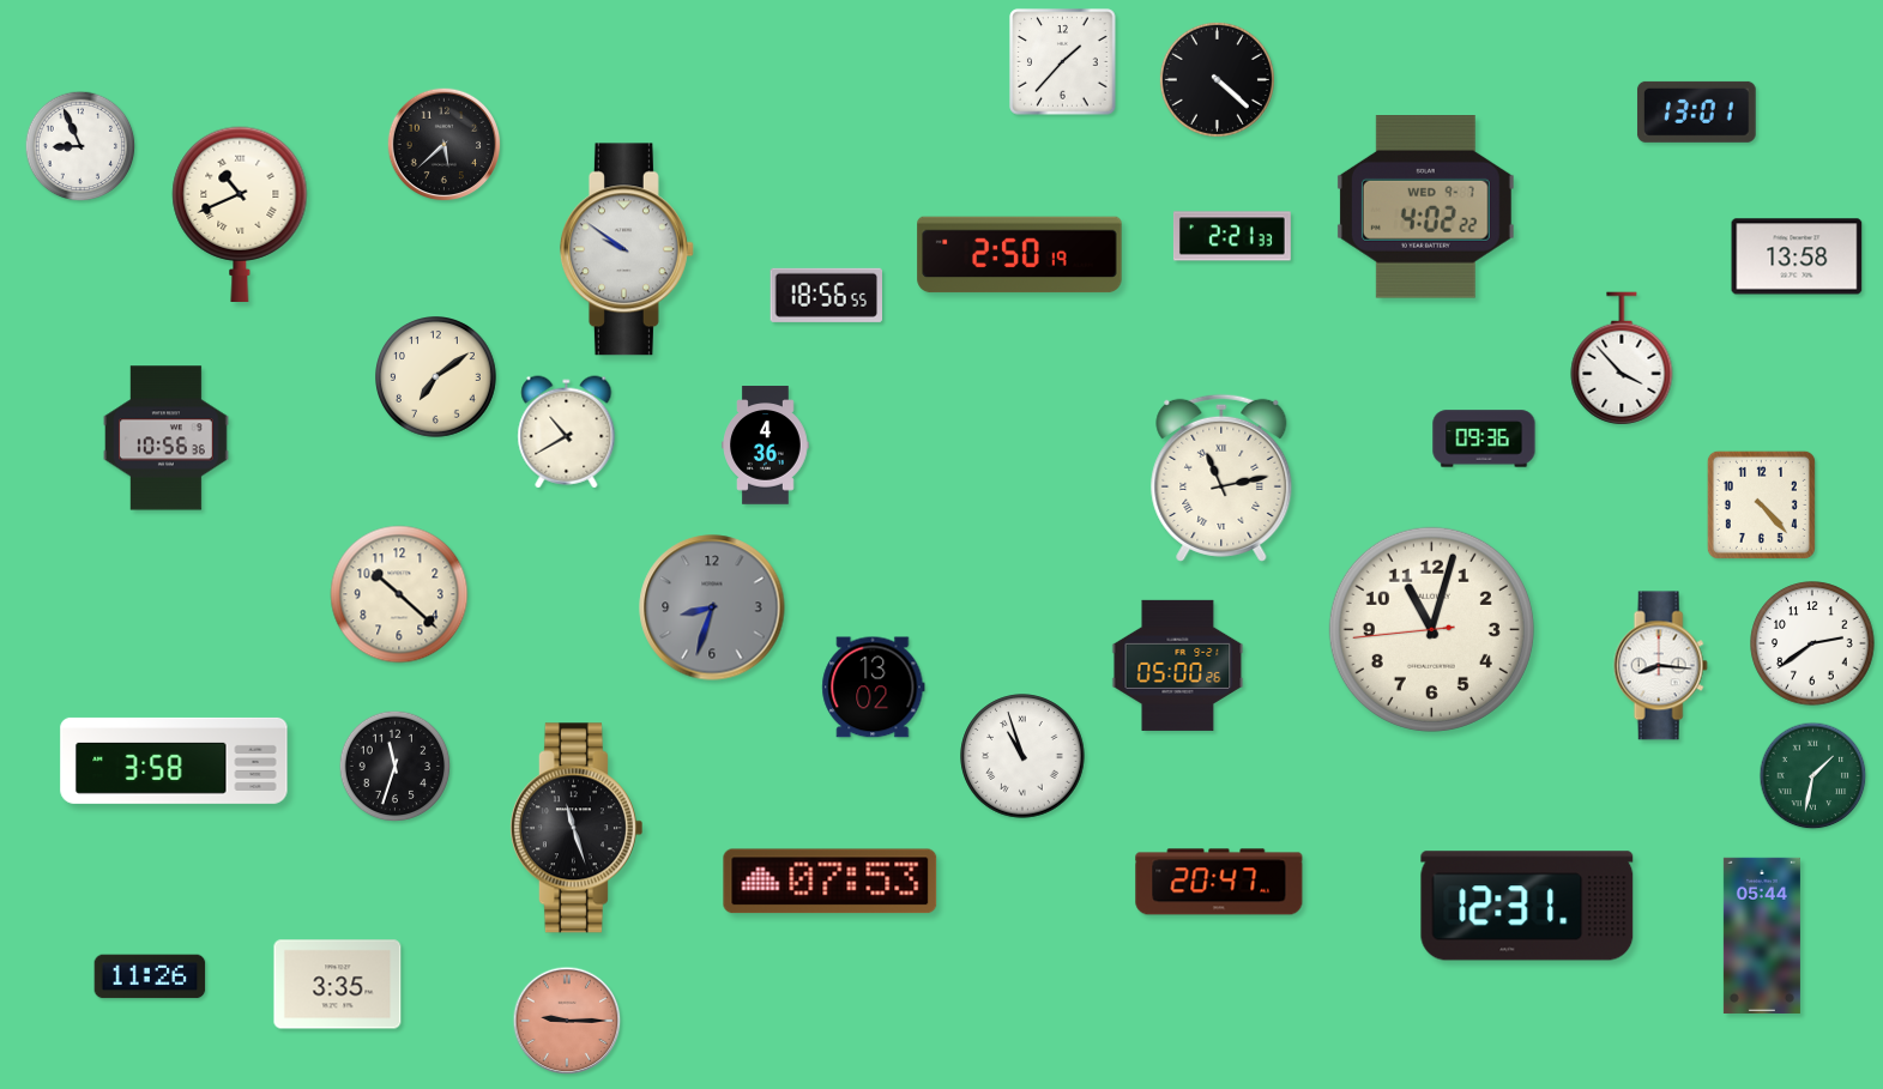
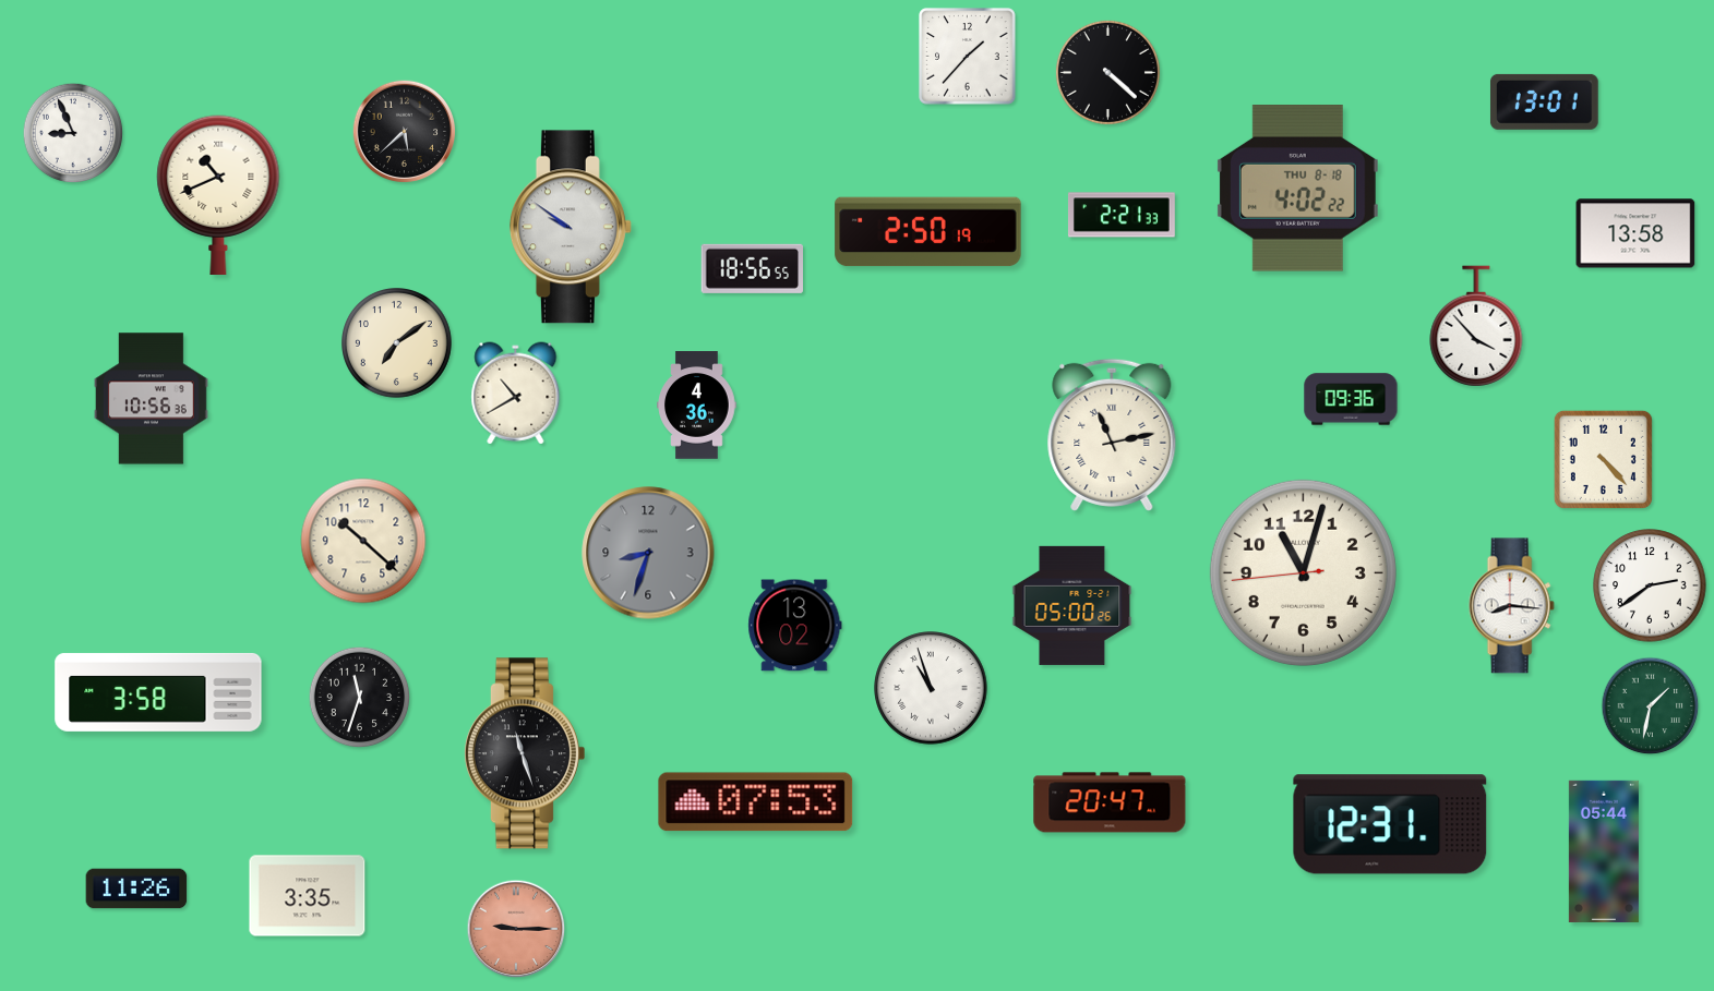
clock at (1425, 207) date: WED 9-7 -> THU 8-18
